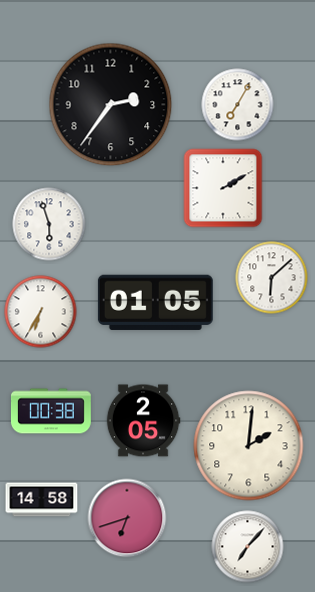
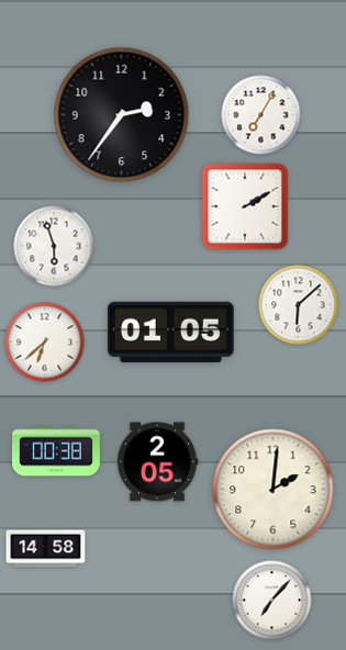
clock at (41, 312): 6:35 -> 6:38
clock at (127, 518): 6:42 -> none
